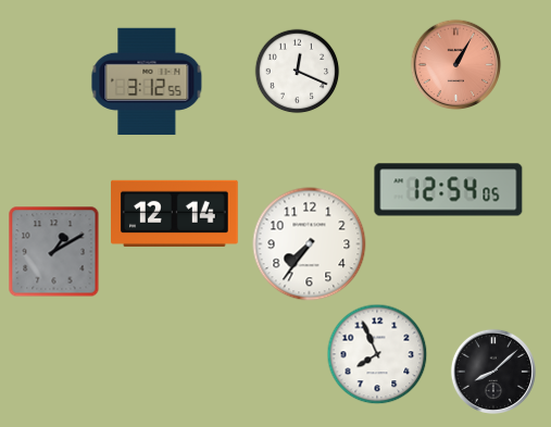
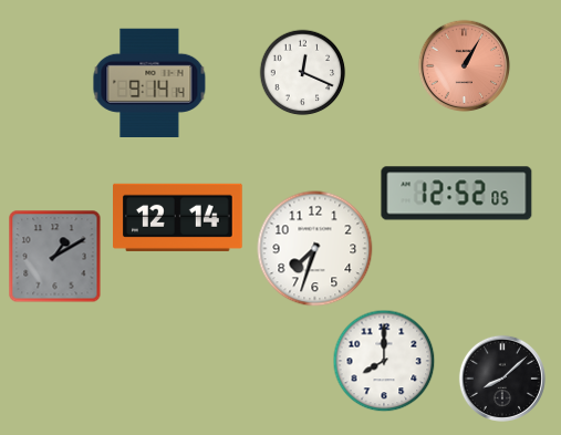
clock at (147, 80): 3:12 -> 9:14
clock at (449, 190): 12:54 -> 12:52
clock at (310, 244): 7:36 -> 7:33
clock at (377, 354): 7:56 -> 8:00
